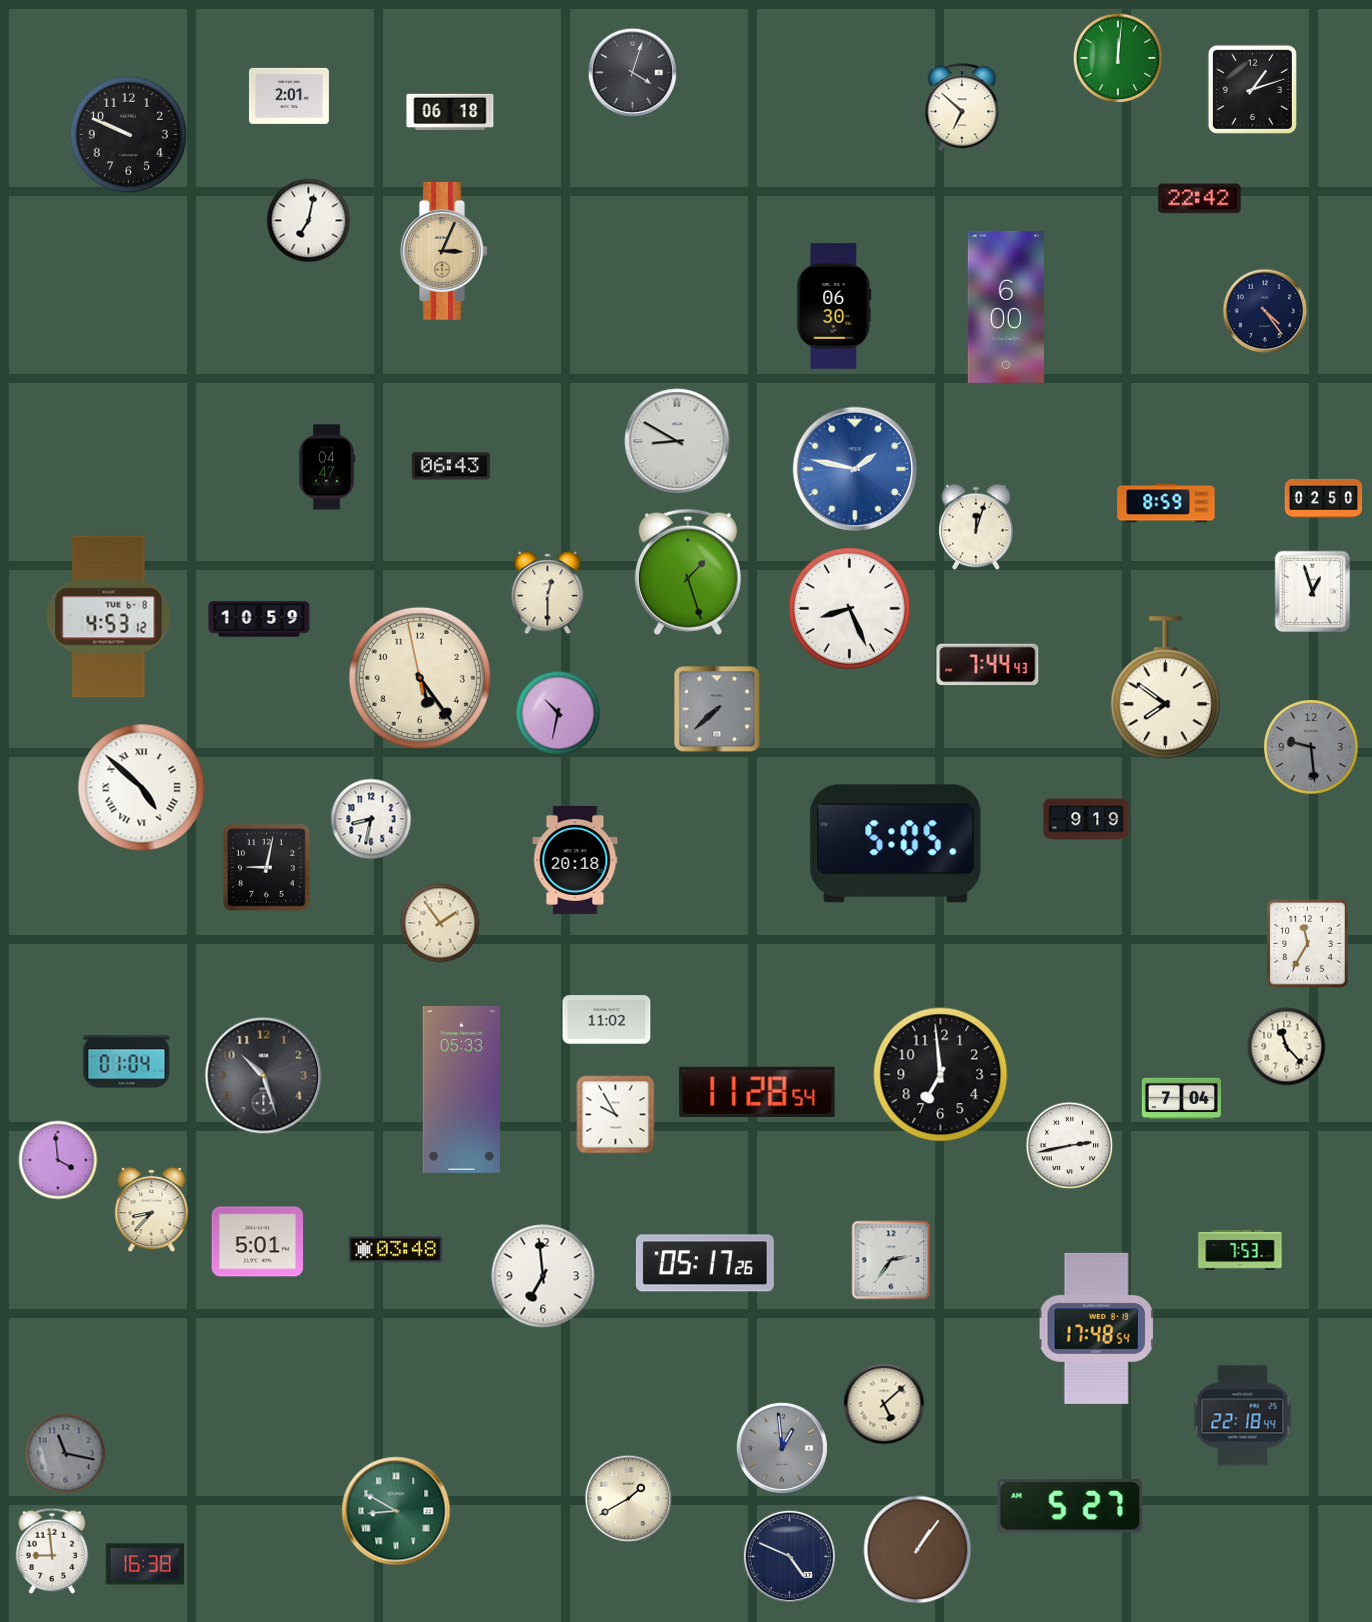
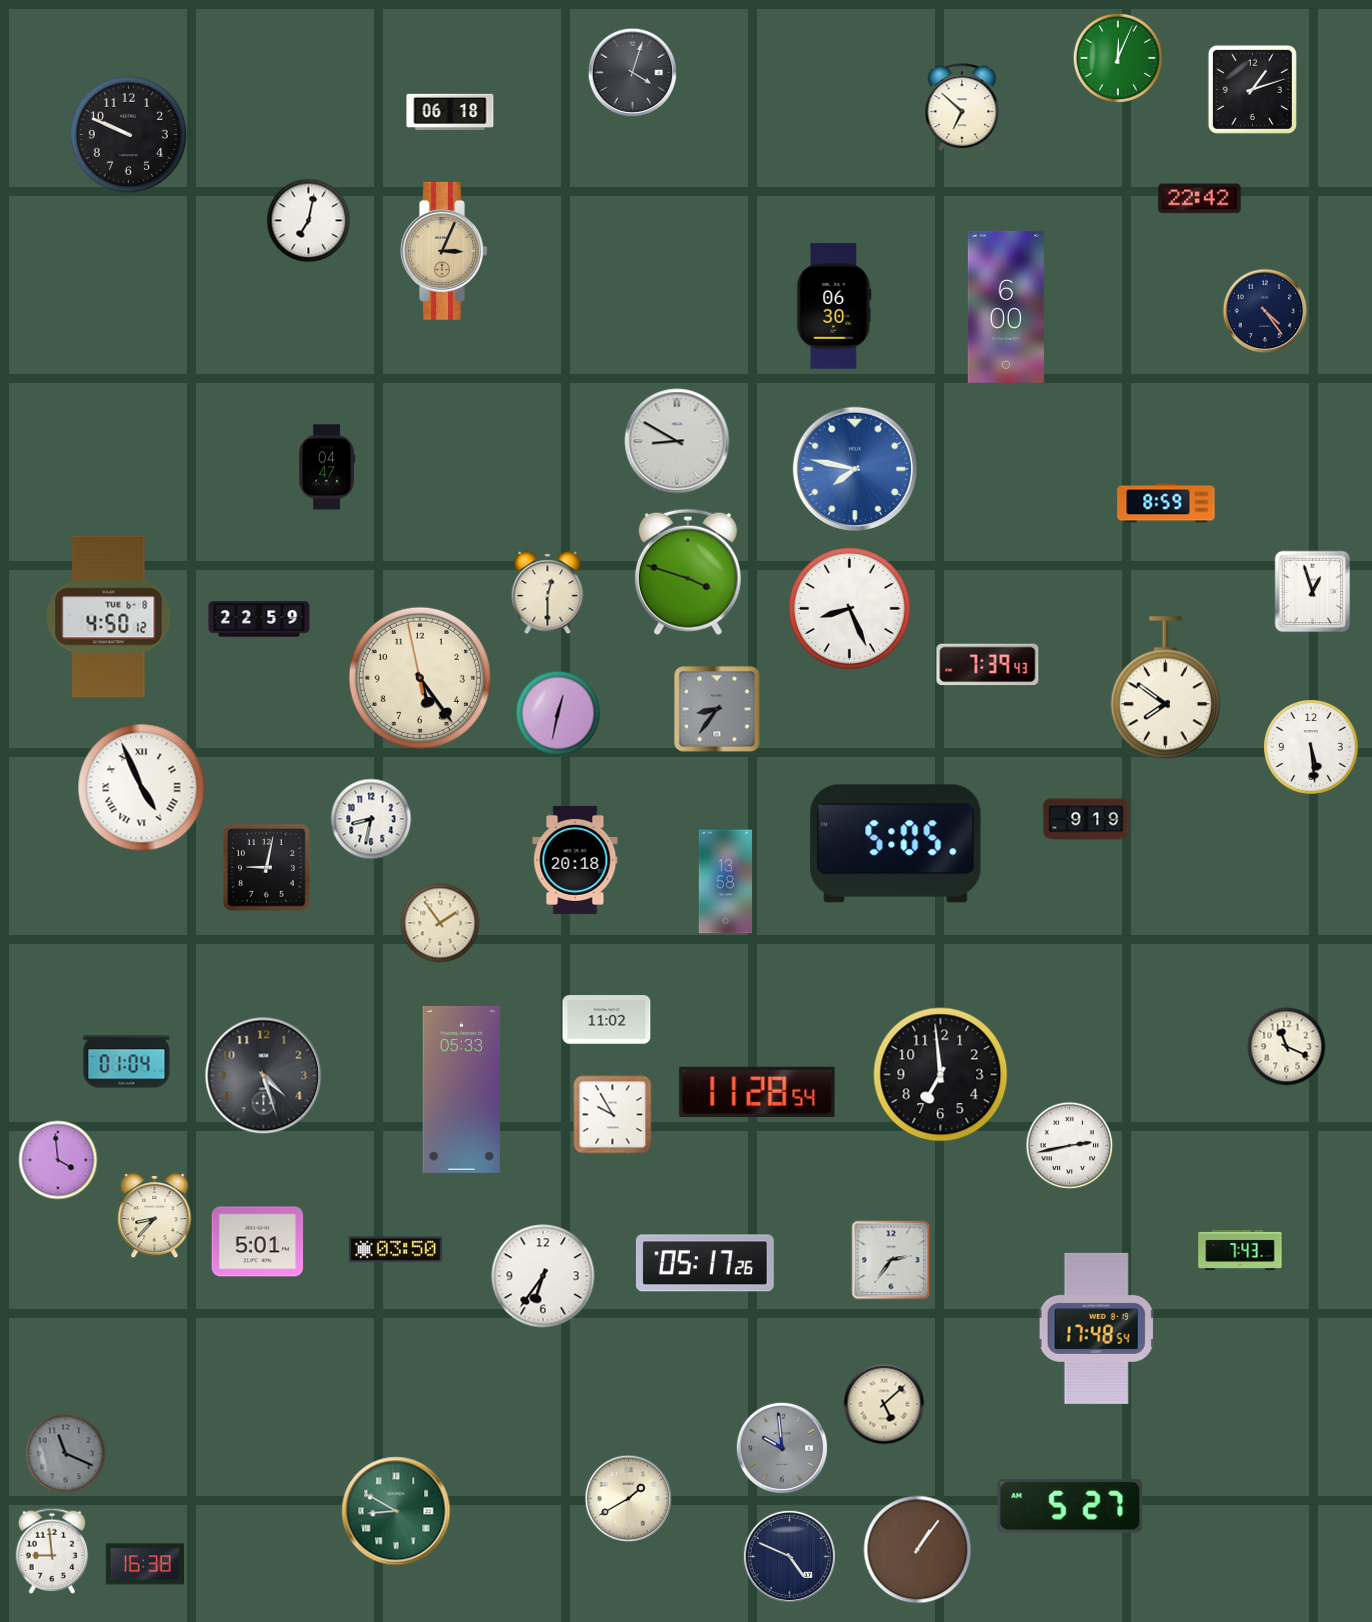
clock at (1117, 57): 12:01 -> 12:04
clock at (289, 96): 2:01 -> none
clock at (451, 466): 06:43 -> none
clock at (854, 468): 1:47 -> 7:47
clock at (1324, 498): 02:50 -> none
clock at (976, 527): 12:03 -> none
clock at (688, 572): 1:27 -> 3:48
clock at (109, 617): 4:53 -> 4:50
clock at (259, 619): 10:59 -> 22:59
clock at (988, 665): 7:44 -> 7:39
clock at (717, 709): 7:38 -> 8:36
clock at (558, 713): 10:32 -> 12:32
clock at (1312, 748): 9:29 -> 5:29
clock at (1312, 748) dial: grey -> white
clock at (142, 788): 4:52 -> 4:56
clock at (725, 882): none -> 13:58
clock at (1308, 944): 11:35 -> none
clock at (1287, 1047): 11:23 -> 11:19
clock at (264, 1076): 10:27 -> 4:27
clock at (1181, 1099): 7:04 -> none
clock at (616, 1115) position: (616, 1115) -> (613, 1115)
clock at (152, 1210) position: (152, 1210) -> (155, 1216)
clock at (395, 1250): 03:48 -> 03:50
clock at (1240, 1250): 7:53 -> 7:43
clock at (543, 1276): 6:59 -> 6:36
clock at (1243, 1416): 22:18 -> none
clock at (782, 1448): 12:59 -> 9:59
clock at (66, 1454): 11:17 -> 11:19
